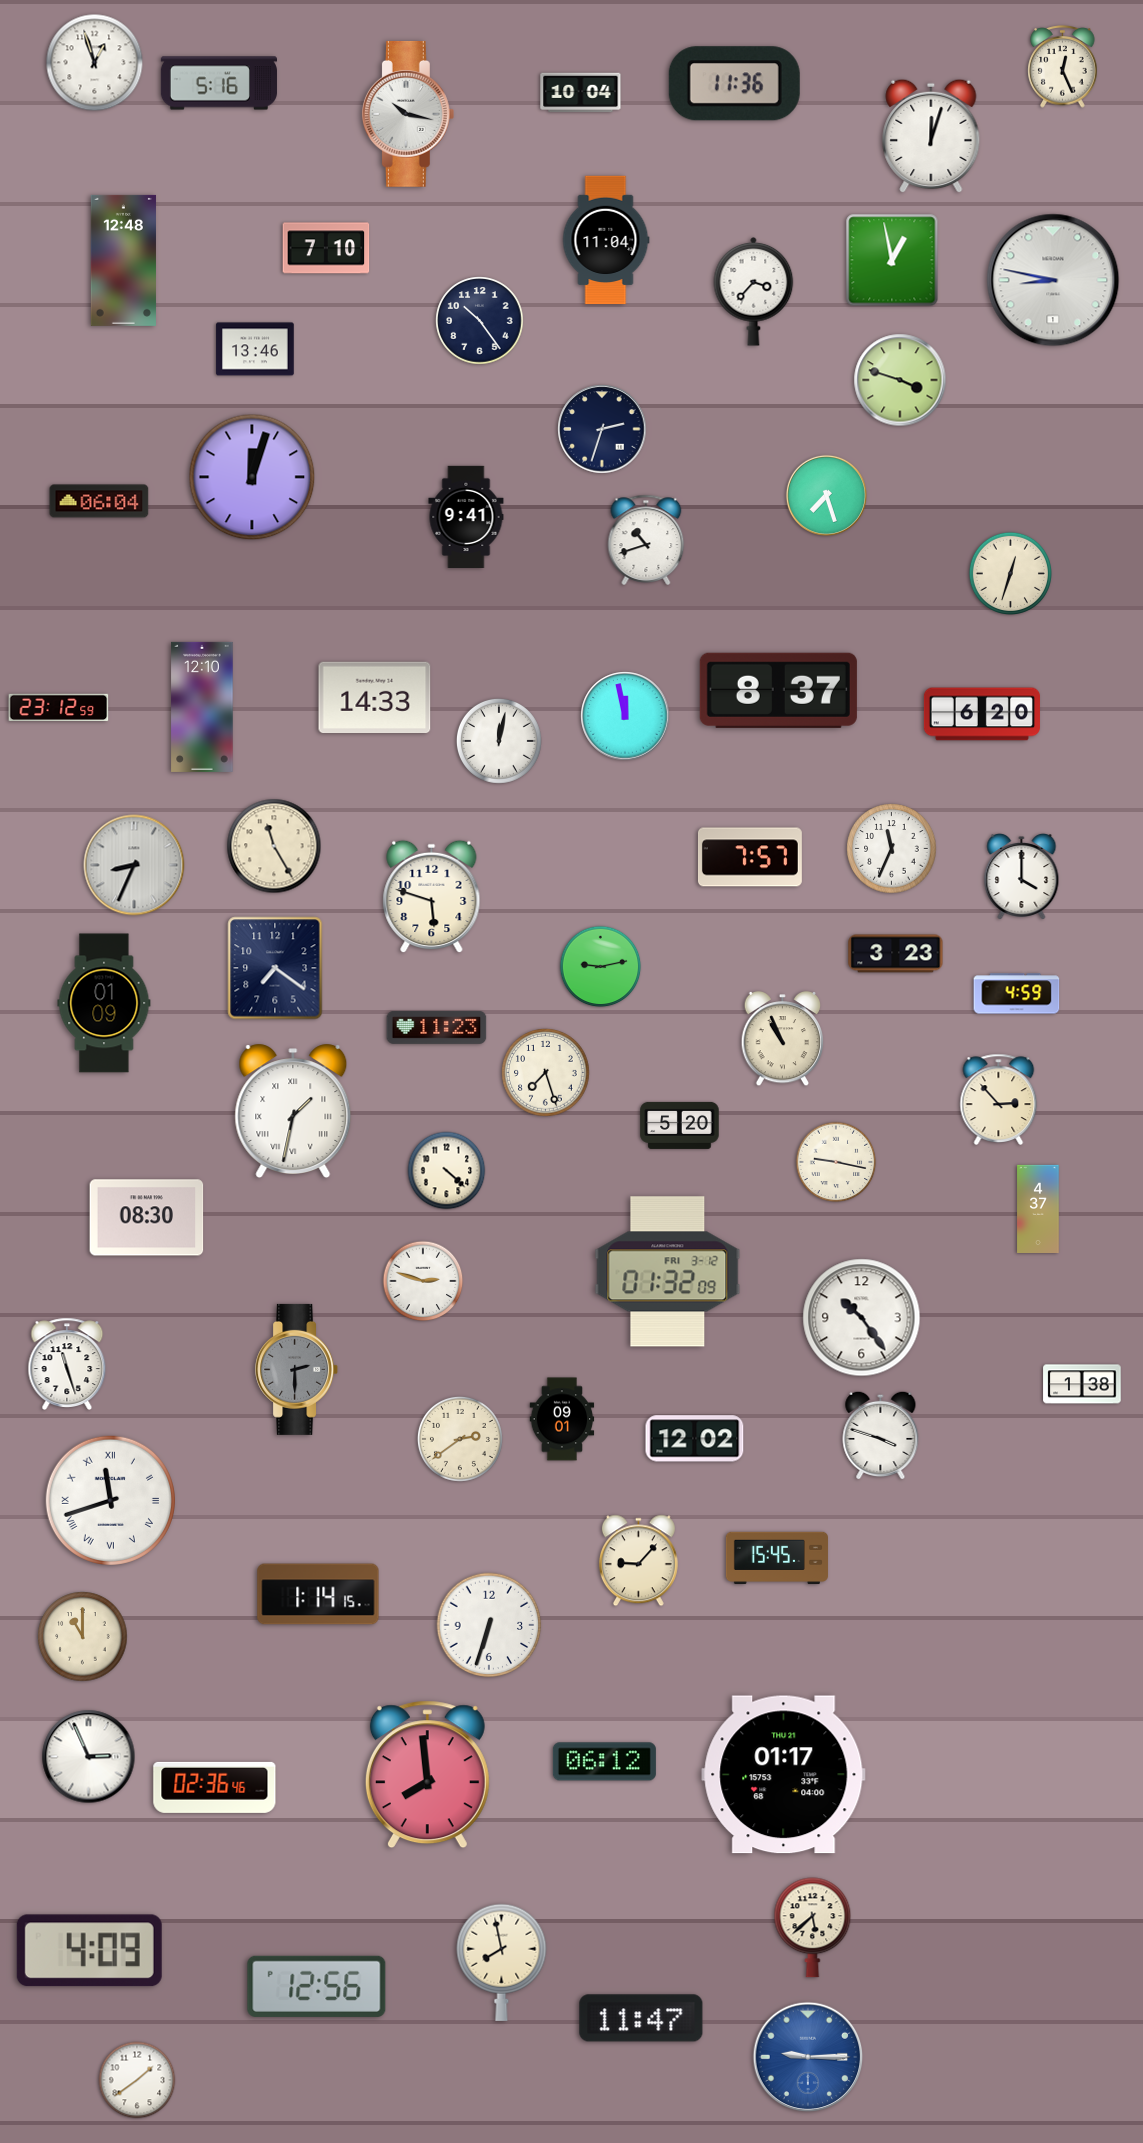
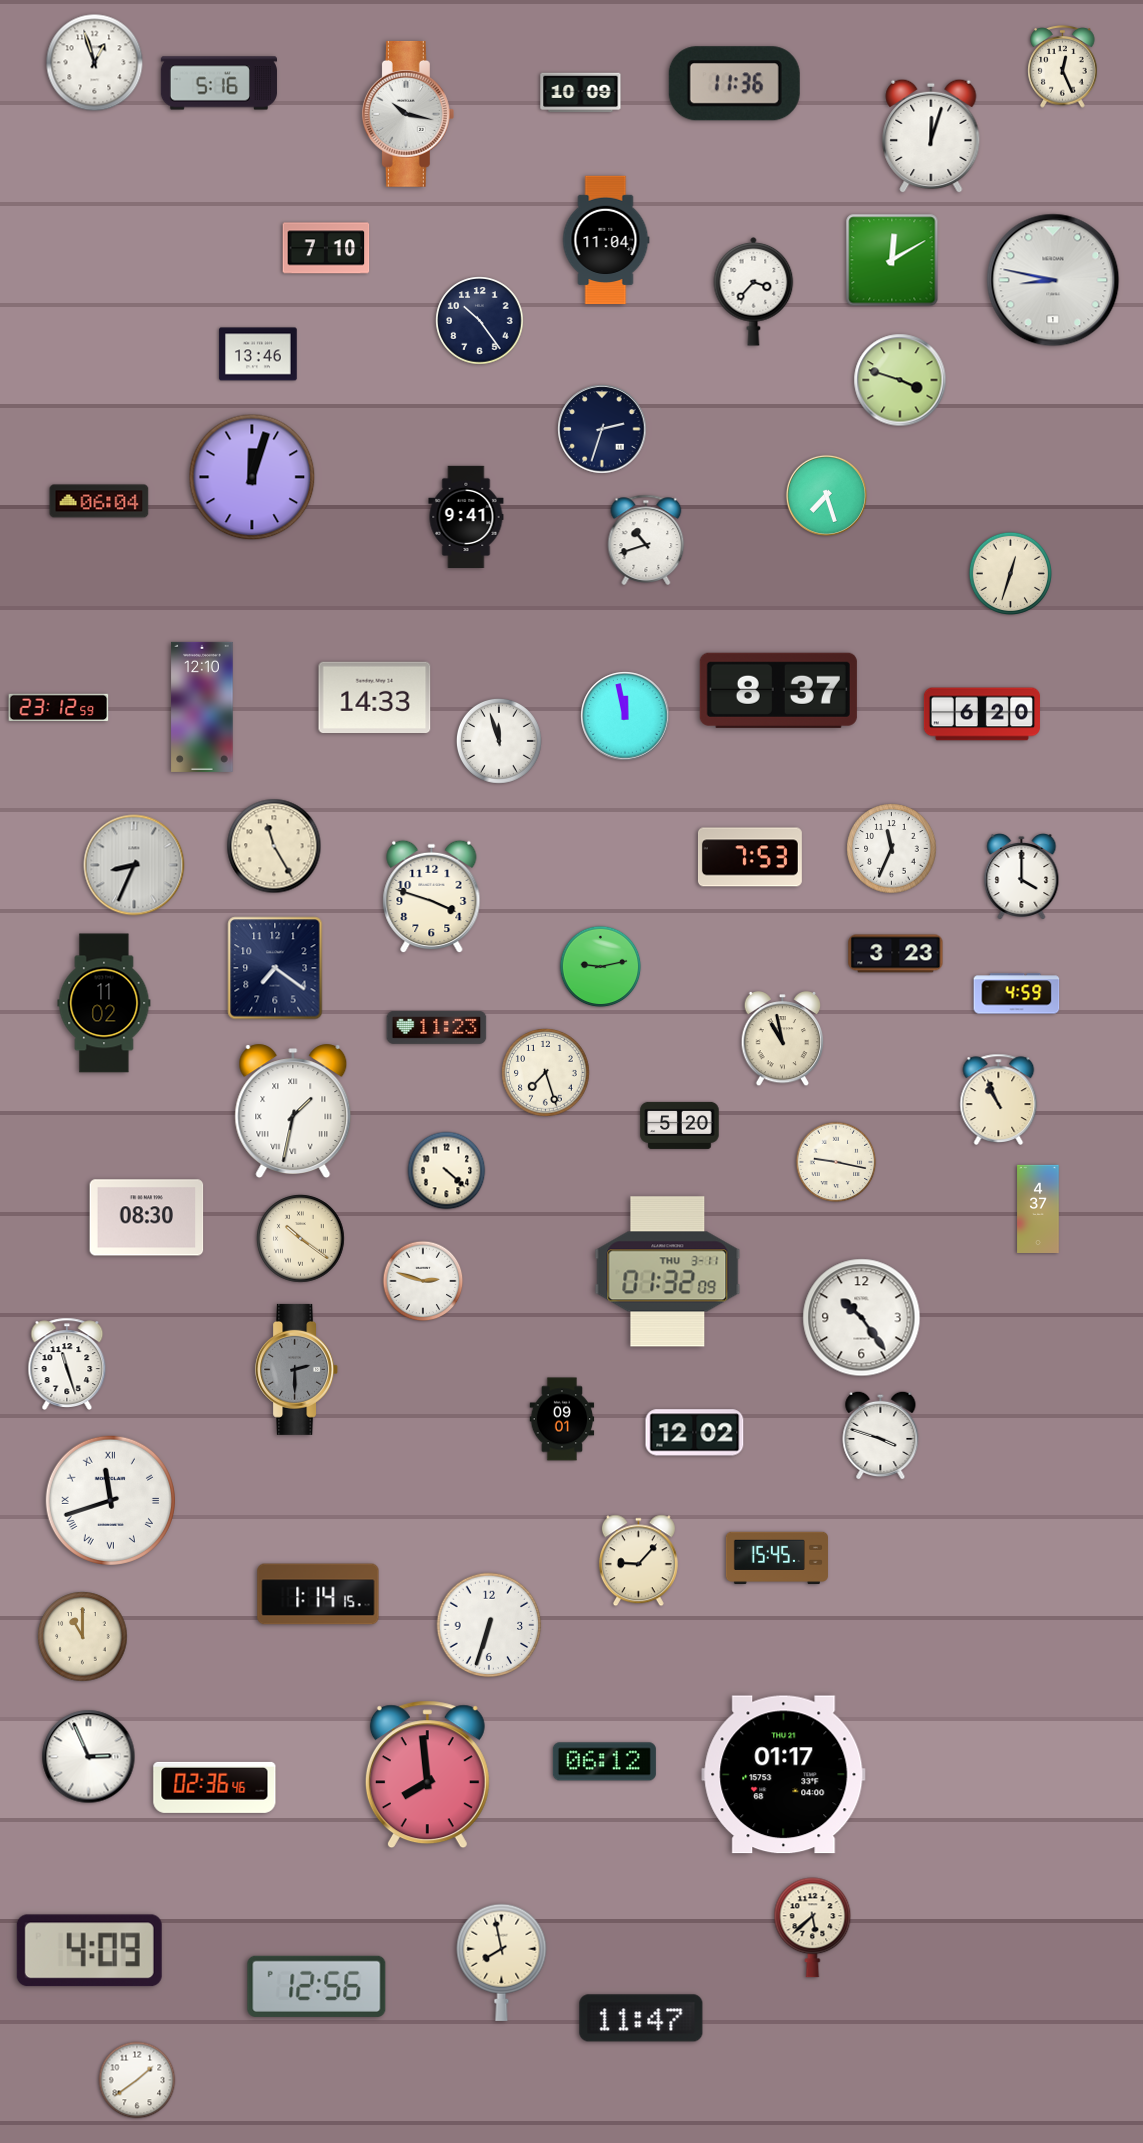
clock at (581, 93): 10:04 -> 10:09
clock at (123, 260): 12:48 -> none
clock at (892, 260): 12:58 -> 12:10
clock at (255, 349) position: (255, 349) -> (258, 354)
clock at (499, 741): 12:02 -> 11:57
clock at (750, 857): 7:57 -> 7:53
clock at (432, 897): 5:48 -> 3:48
clock at (104, 1003): 01:09 -> 11:02
clock at (783, 1039): 10:56 -> 10:58
clock at (999, 1099): 2:53 -> 10:56
clock at (301, 1239): none -> 10:21
clock at (668, 1272) date: FRI 3-12 -> THU 3-11
clock at (1082, 1384): 1:38 -> none
clock at (460, 1439): 2:39 -> none
clock at (695, 1439) position: (695, 1439) -> (695, 1433)
clock at (808, 2057): 9:15 -> none
